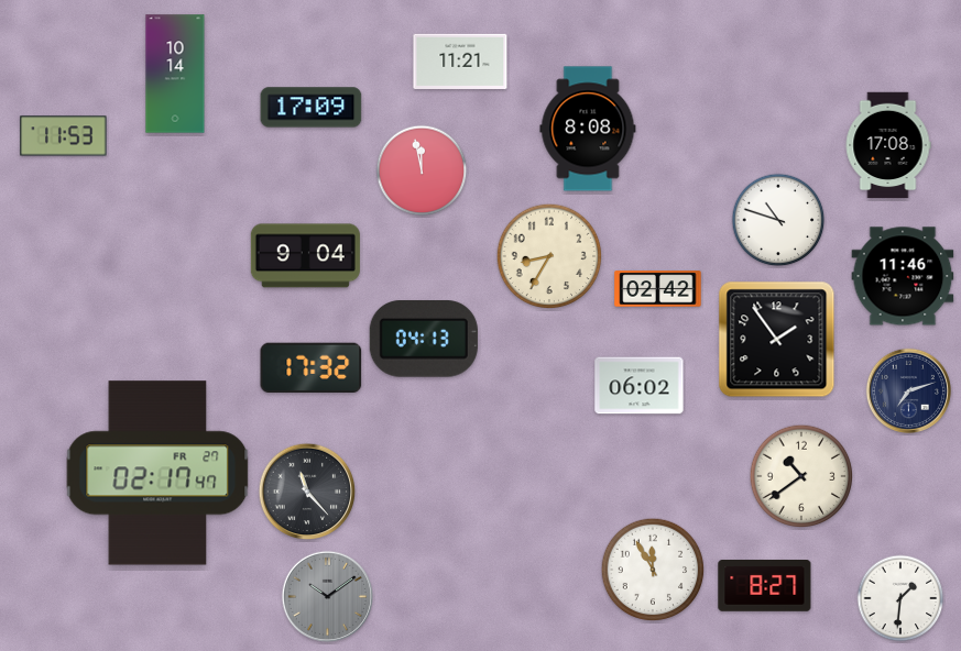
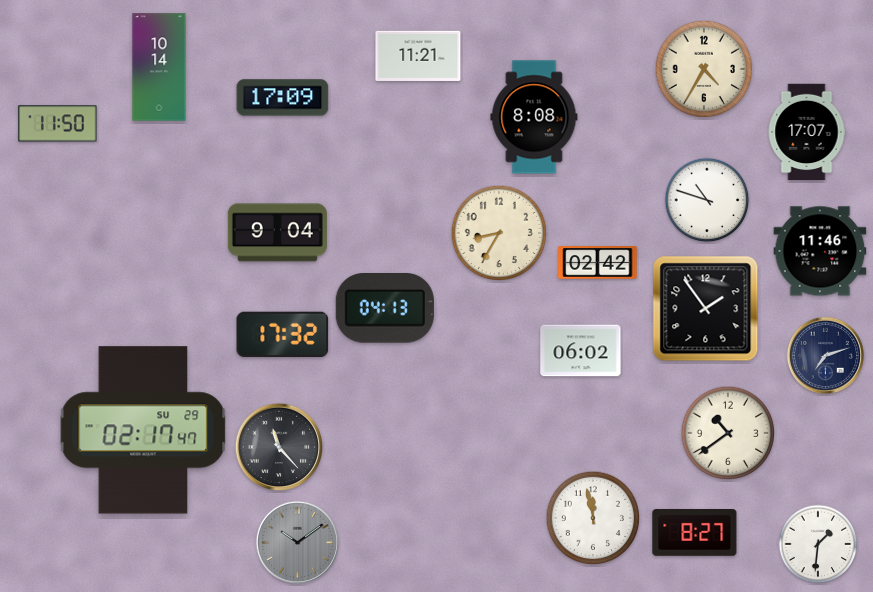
clock at (704, 69): none -> 4:35
clock at (64, 136): 11:53 -> 11:50
clock at (888, 145): 17:08 -> 17:07
clock at (422, 170): 11:58 -> none
clock at (157, 473) date: FR 27 -> SU 29
clock at (653, 570): 11:55 -> 11:58
